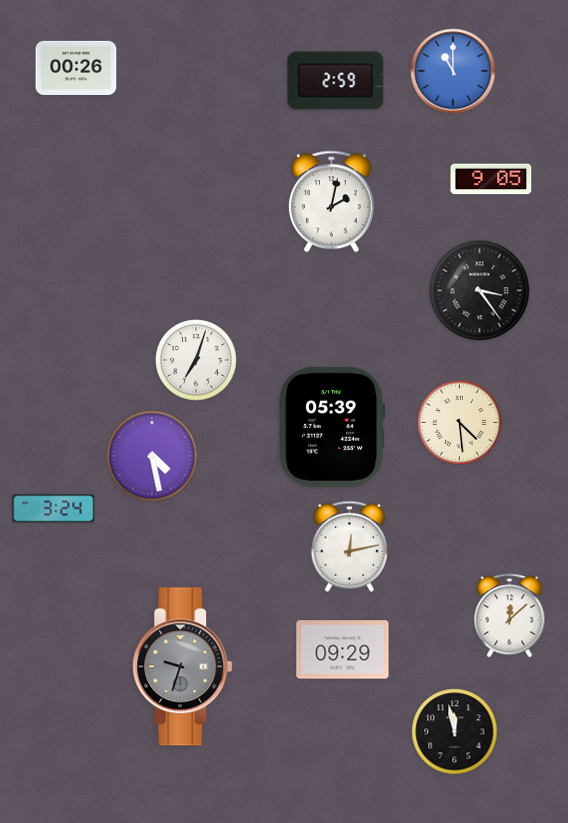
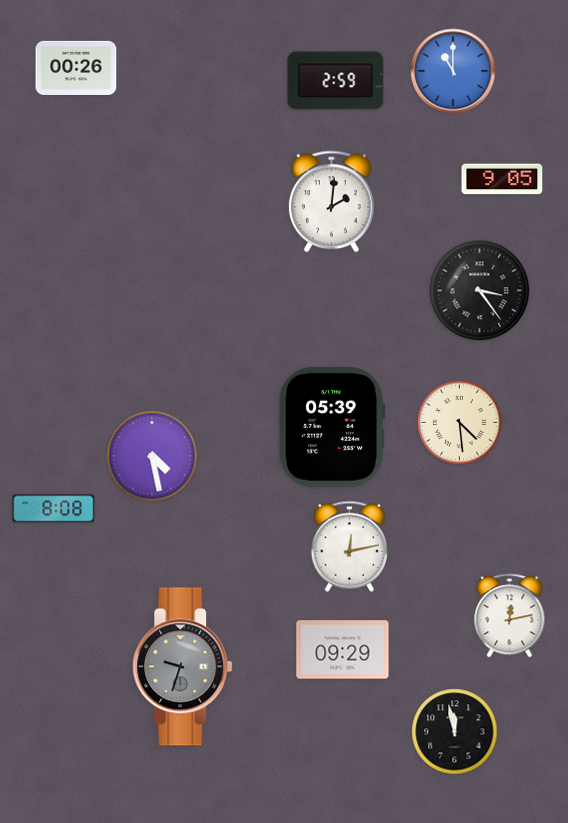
clock at (491, 179) position: (491, 179) -> (502, 179)
clock at (331, 202): 2:02 -> 2:01
clock at (196, 360): 7:03 -> none
clock at (54, 509): 3:24 -> 8:08
clock at (510, 616): 12:08 -> 12:13
